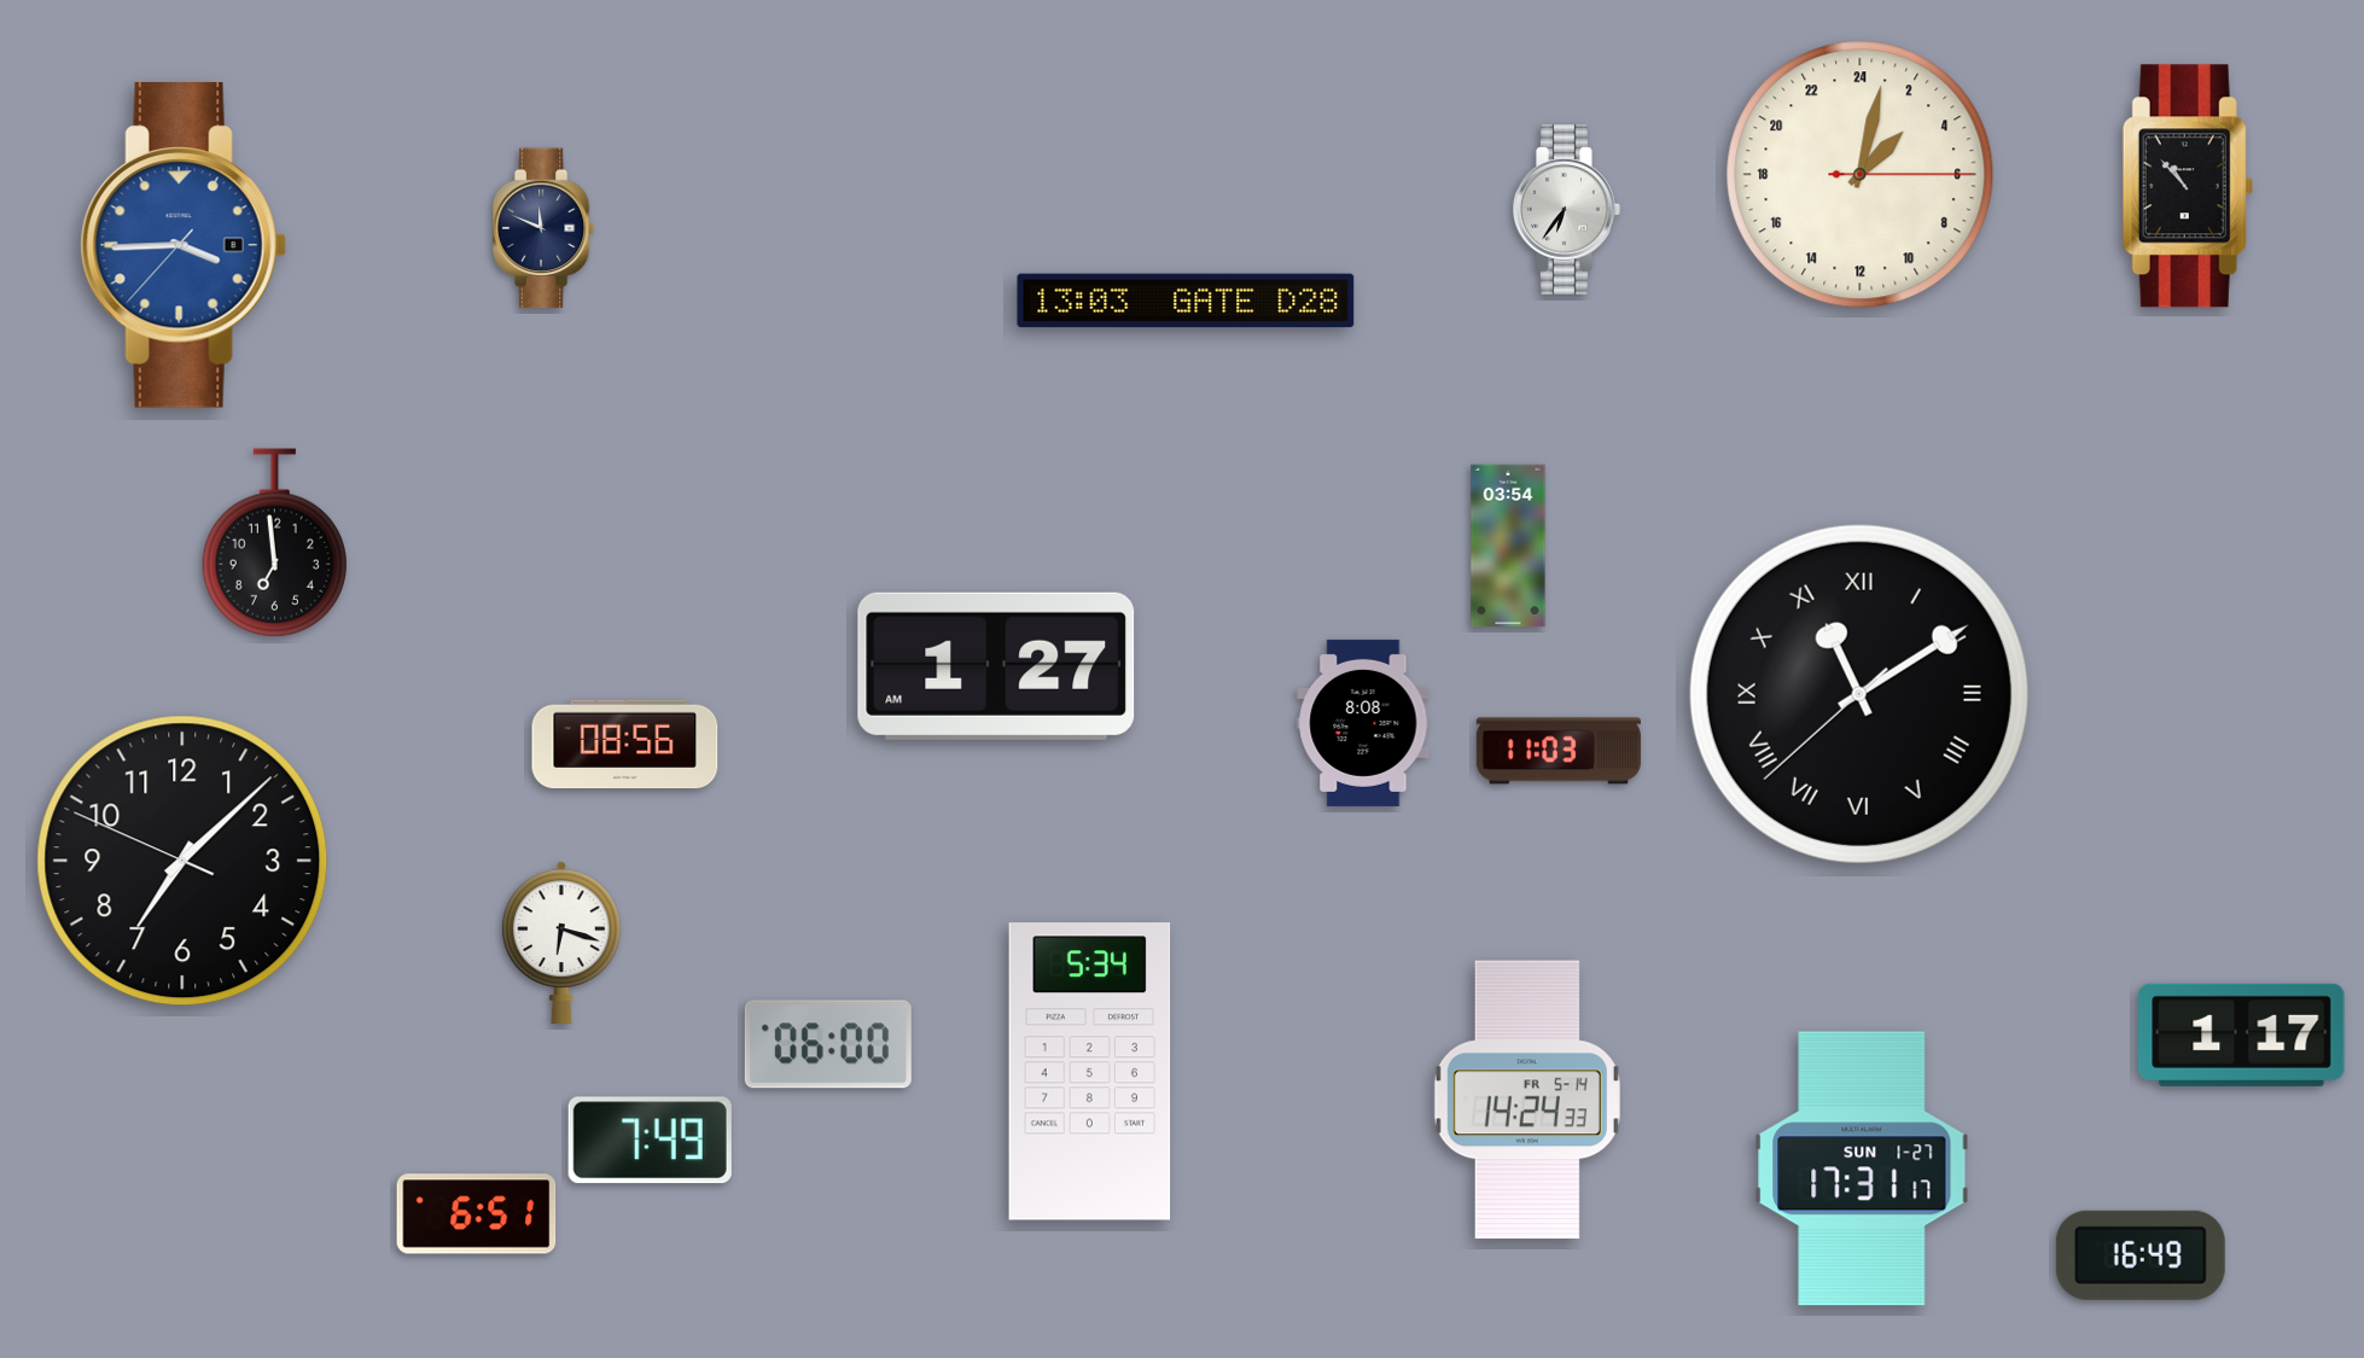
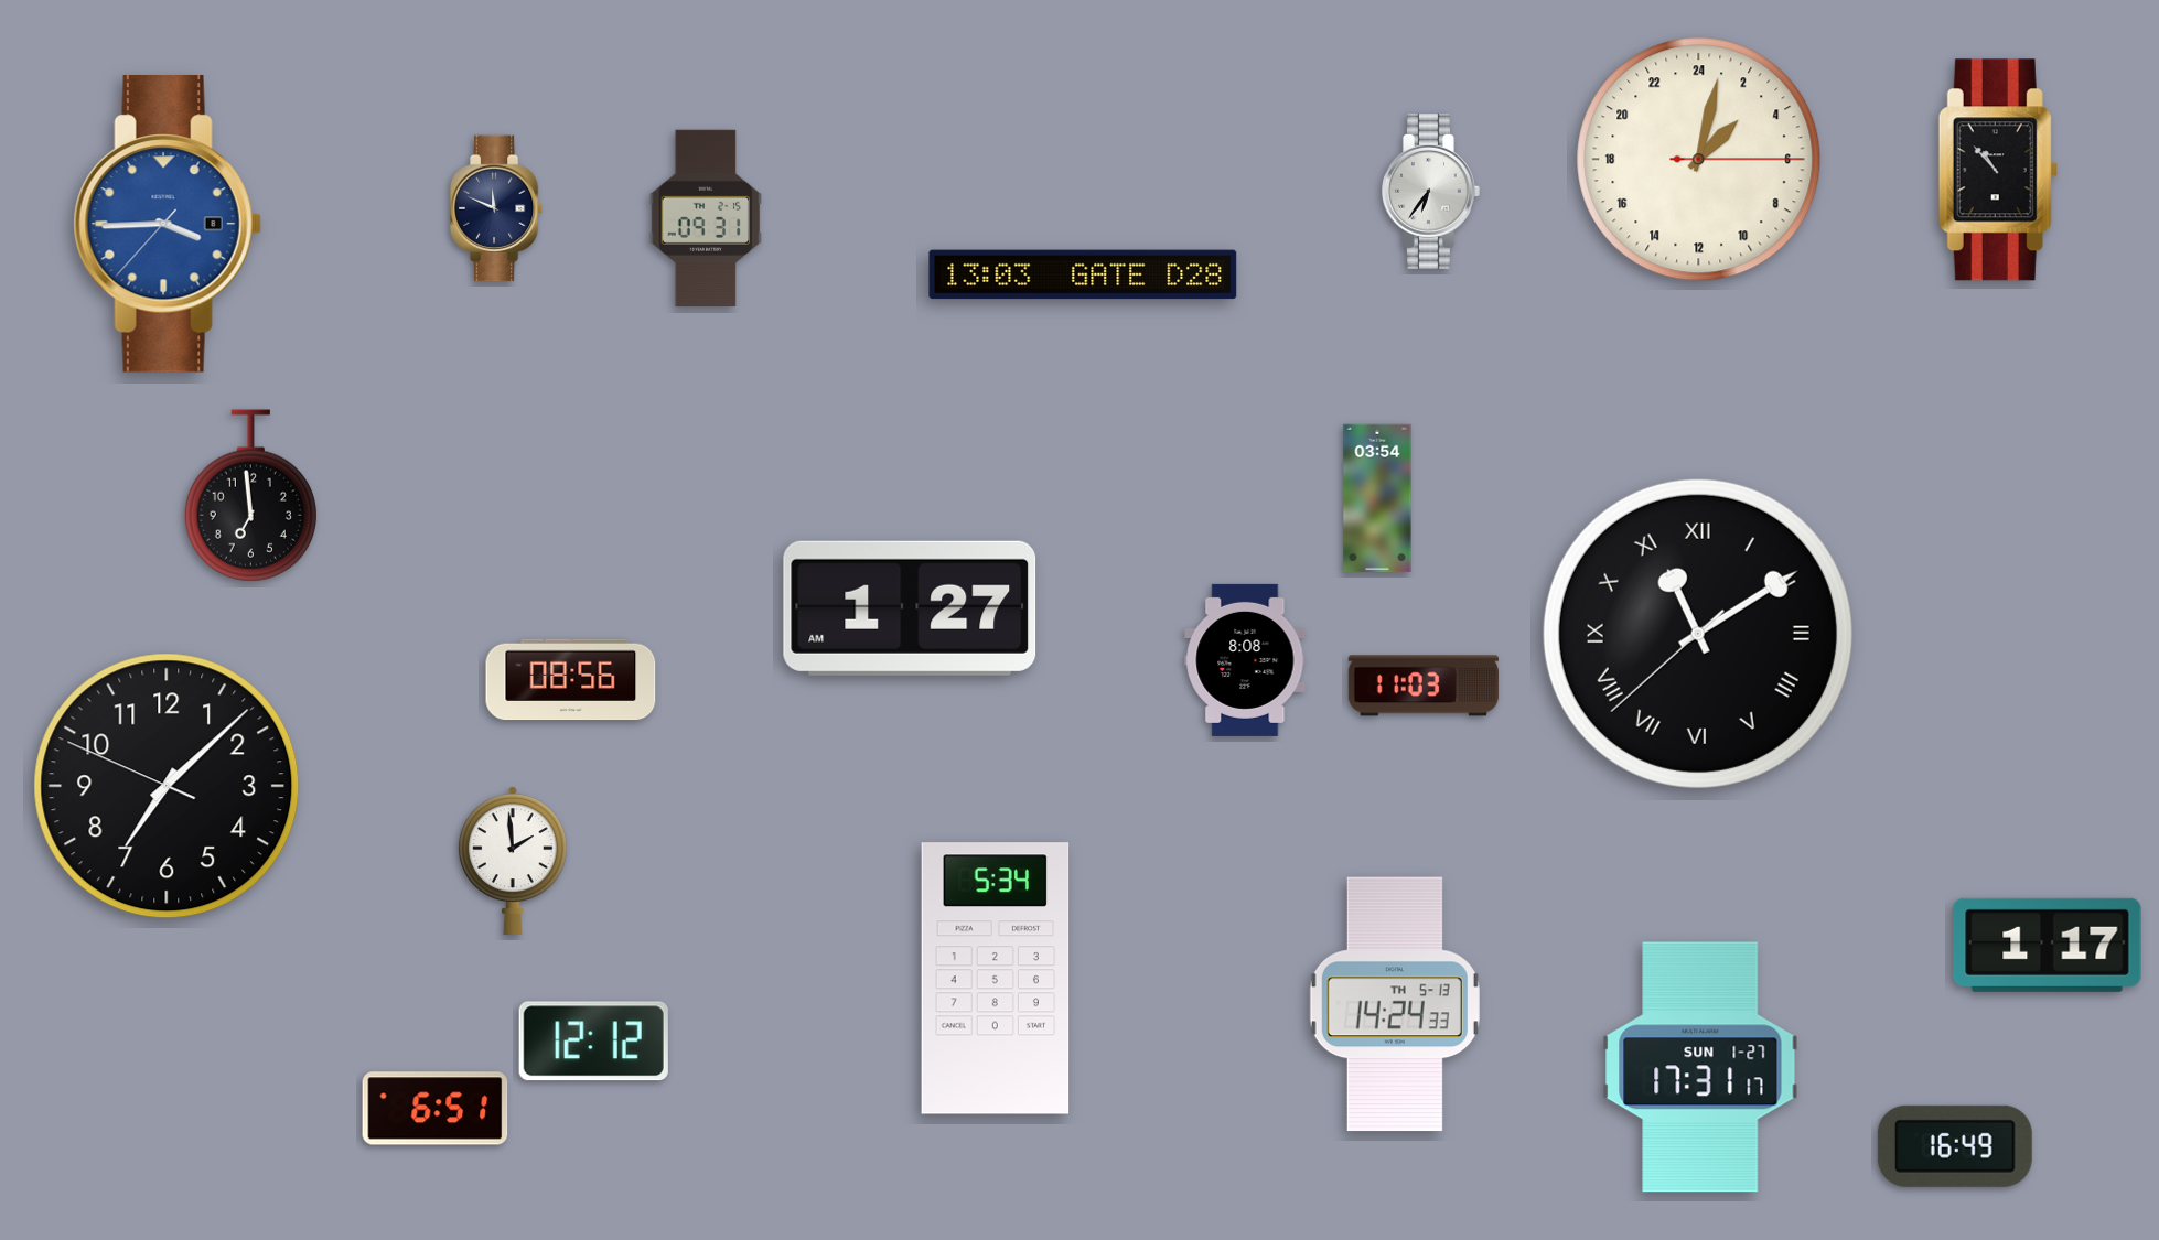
clock at (706, 218): none -> 09:31
clock at (561, 942): 6:18 -> 1:59
clock at (828, 1044): 06:00 -> none
clock at (1527, 1100) date: FR 5-14 -> TH 5-13
clock at (650, 1141): 7:49 -> 12:12
